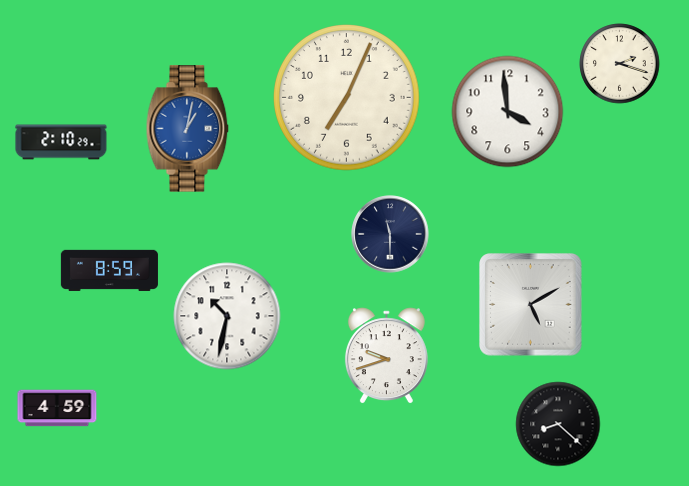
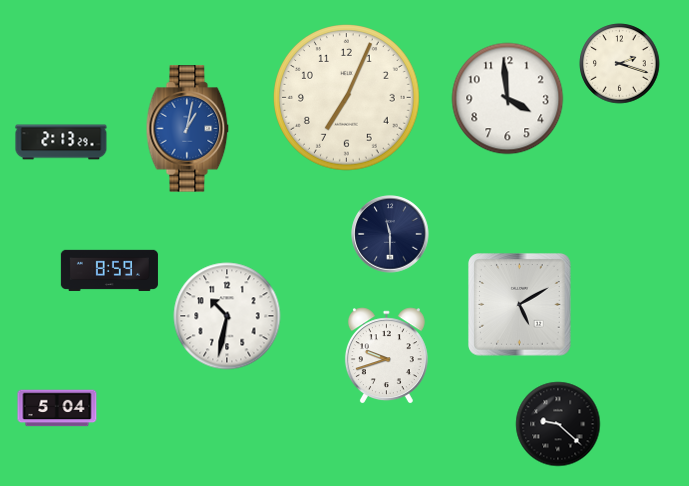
clock at (508, 112) position: (508, 112) -> (508, 99)
clock at (61, 142): 2:10 -> 2:13
clock at (531, 305) position: (531, 305) -> (520, 305)
clock at (57, 408): 4:59 -> 5:04
clock at (558, 424): 8:22 -> 9:22
